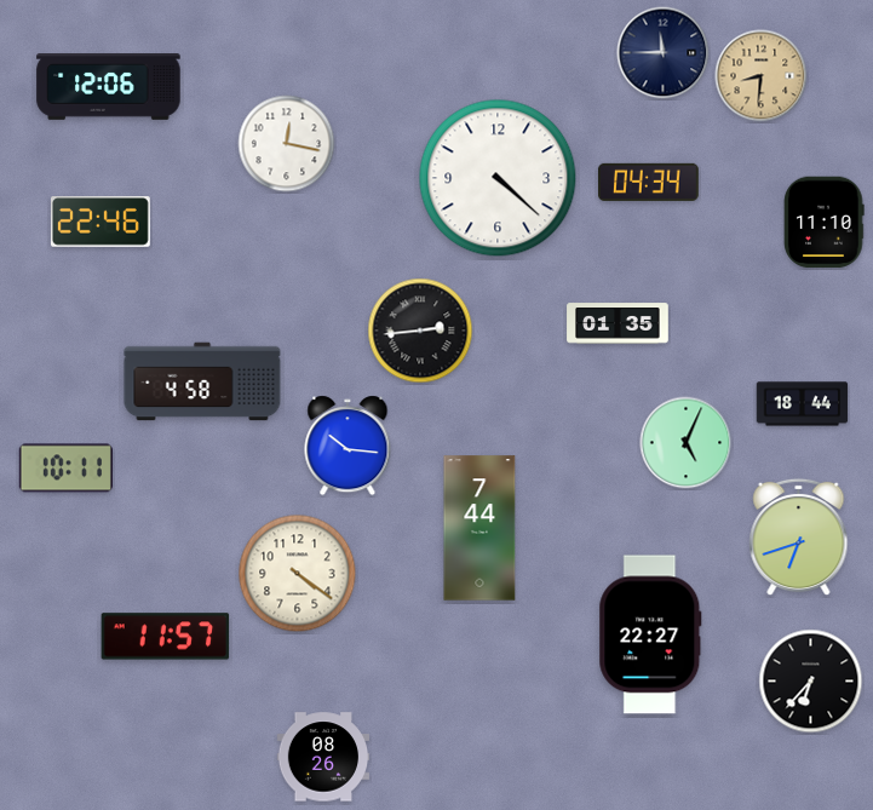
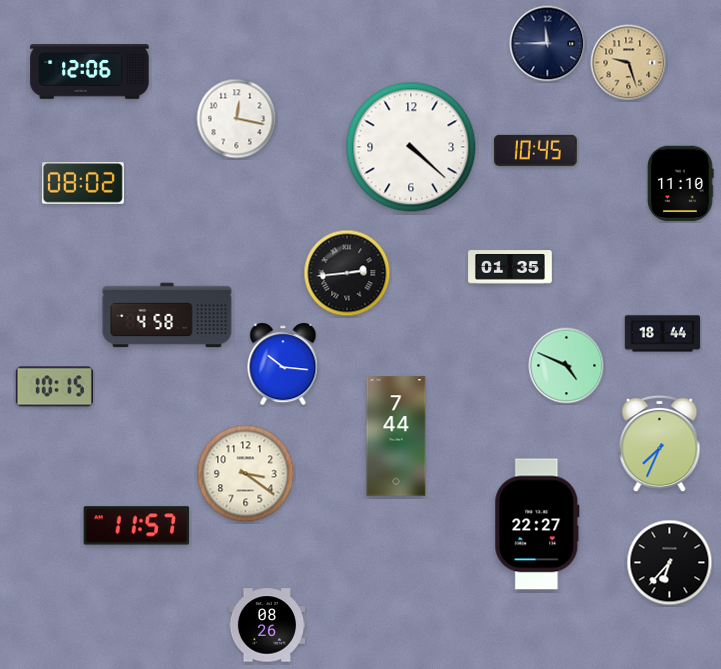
clock at (762, 76): 8:31 -> 9:27
clock at (649, 182): 04:34 -> 10:45
clock at (100, 223): 22:46 -> 08:02
clock at (687, 443): 5:04 -> 4:49
clock at (348, 446) position: (348, 446) -> (283, 364)
clock at (65, 469): 10:11 -> 10:15
clock at (799, 538): 6:42 -> 7:34
clock at (298, 574): 4:21 -> 3:21
